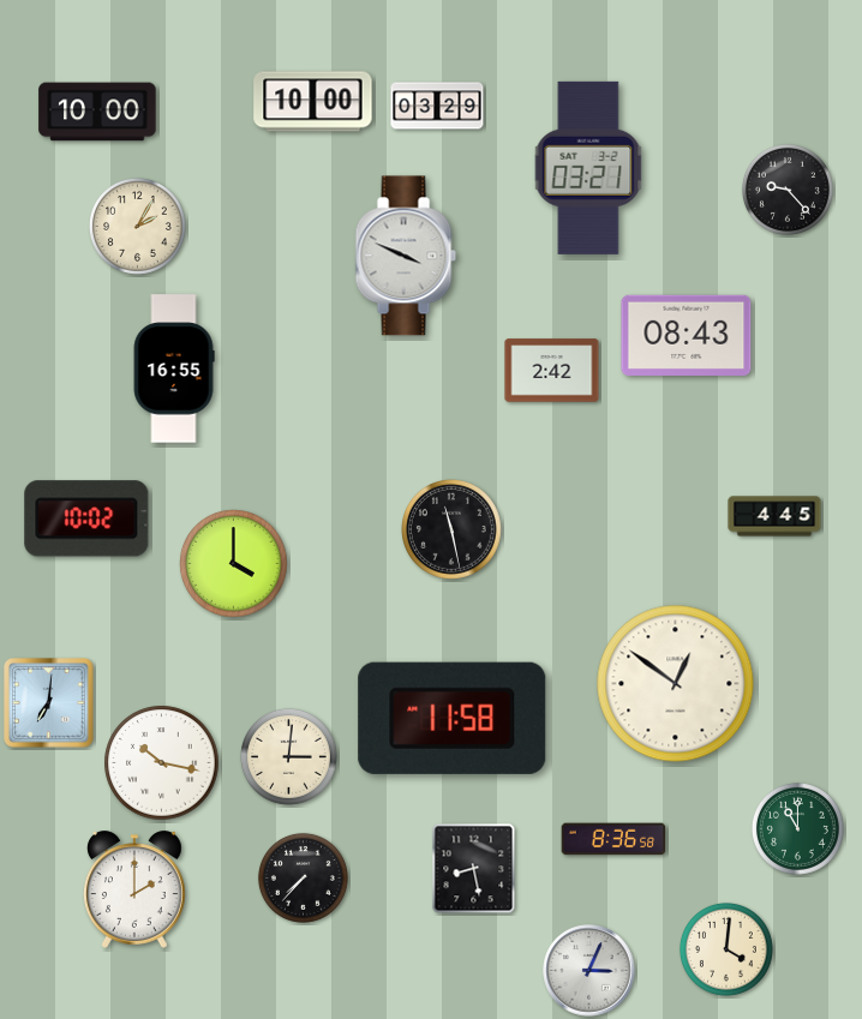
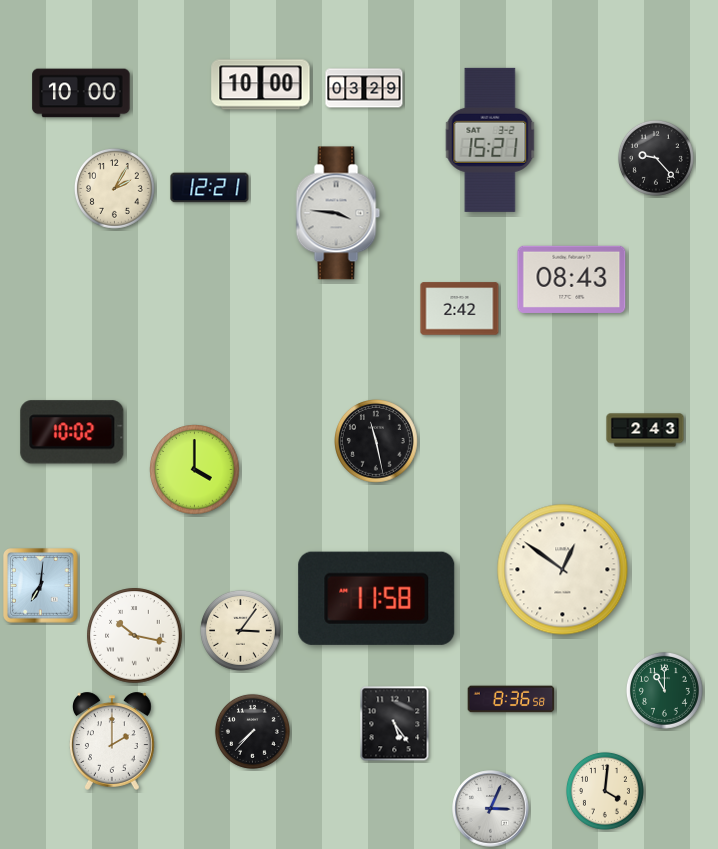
clock at (588, 168): 03:21 -> 15:21
clock at (210, 188): none -> 12:21
clock at (406, 256): 3:49 -> 3:46
clock at (174, 368): 16:55 -> none
clock at (774, 516): 4:45 -> 2:43
clock at (289, 757): 3:01 -> 3:06
clock at (474, 869): 8:28 -> 5:24
